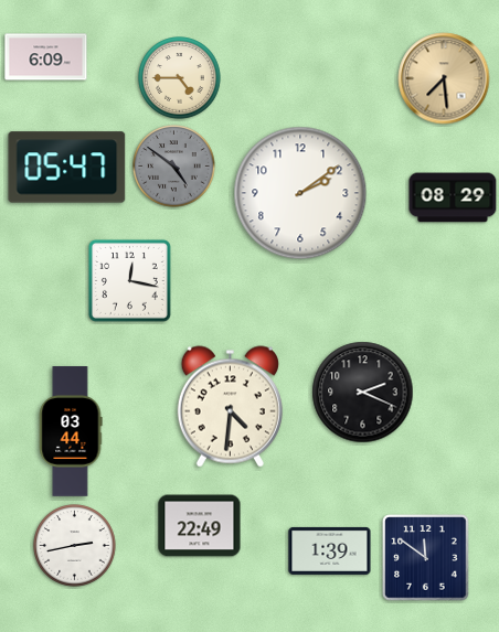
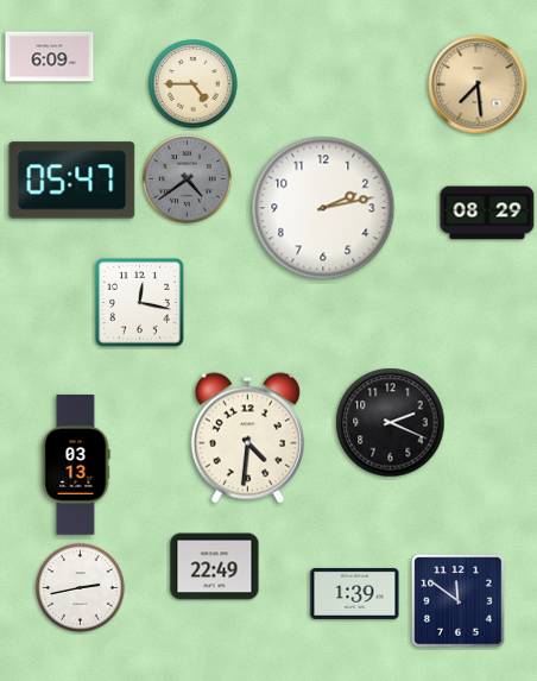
clock at (46, 57) position: (46, 57) -> (50, 57)
clock at (174, 167): 4:51 -> 4:39
clock at (300, 193): 2:09 -> 2:13
clock at (71, 431): 03:44 -> 03:13
